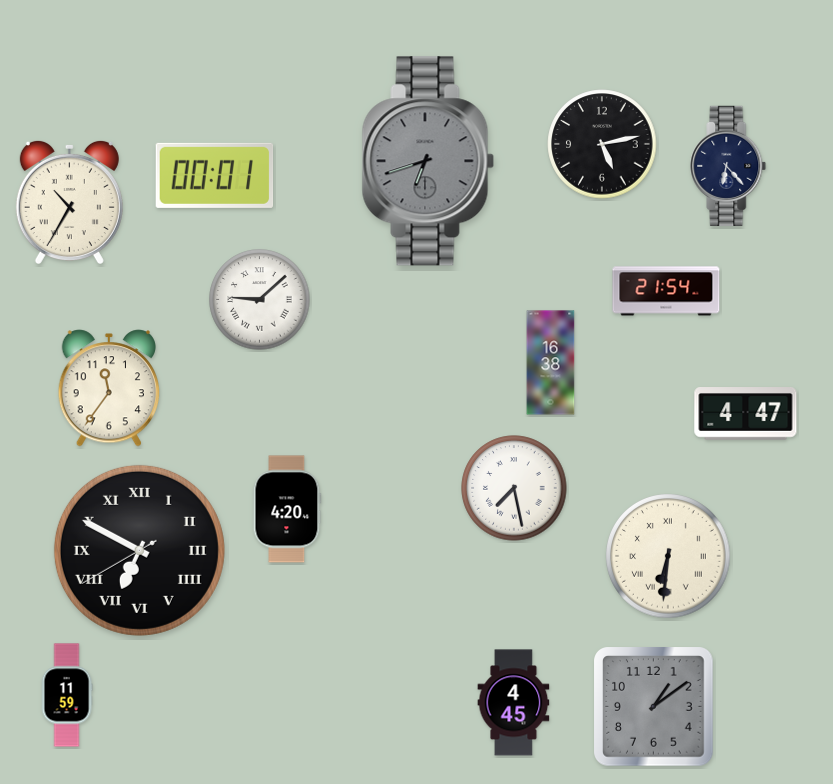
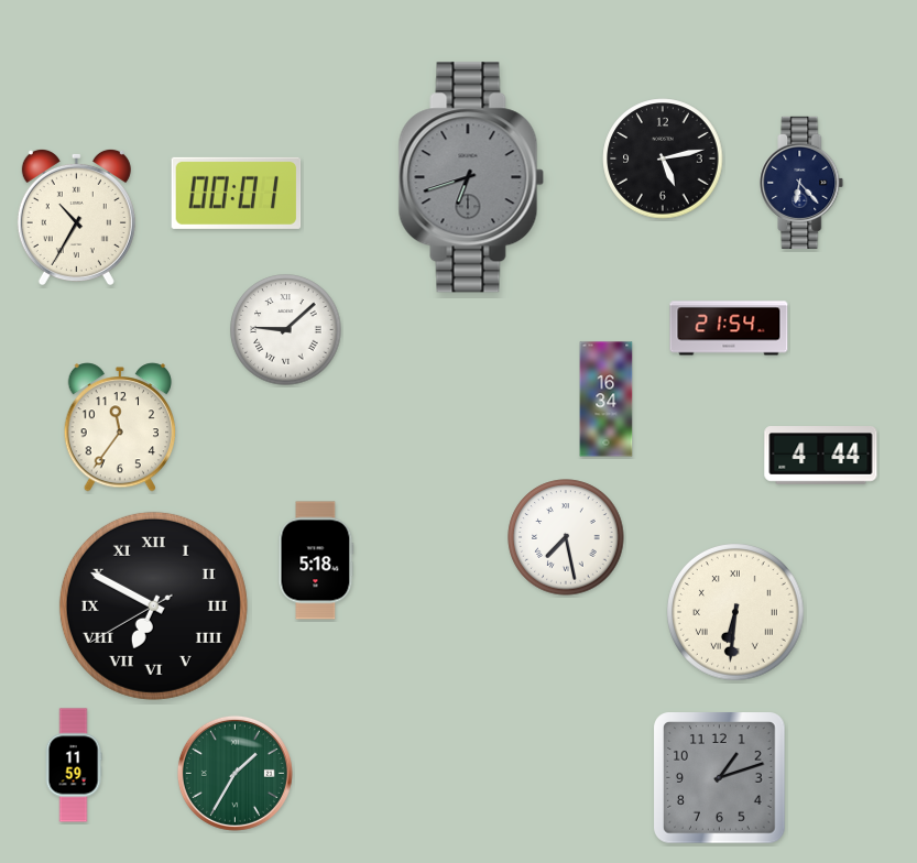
clock at (69, 201) position: (69, 201) -> (76, 216)
clock at (666, 291) position: (666, 291) -> (729, 328)
clock at (551, 363): 16:38 -> 16:34
clock at (746, 414): 4:47 -> 4:44
clock at (287, 509): 4:20 -> 5:18
clock at (234, 773): none -> 1:35
clock at (514, 703): 4:45 -> none
clock at (654, 707): 1:09 -> 1:12
